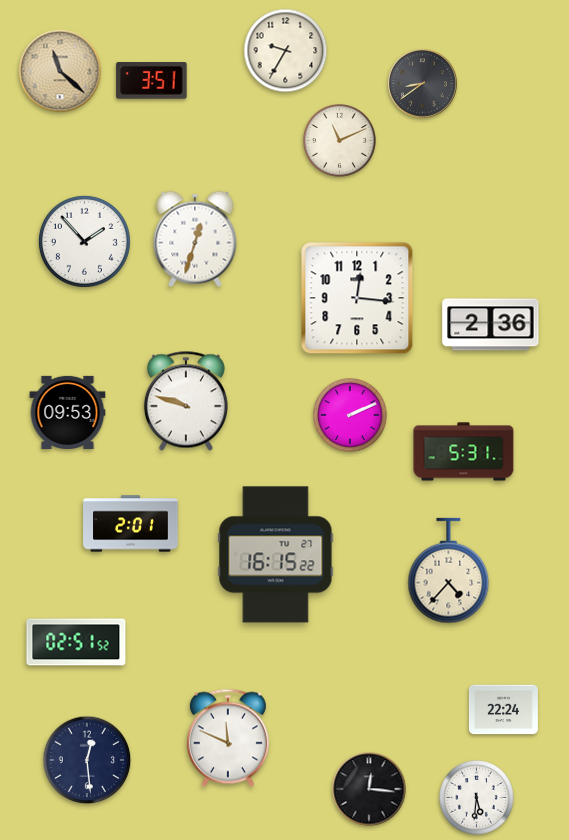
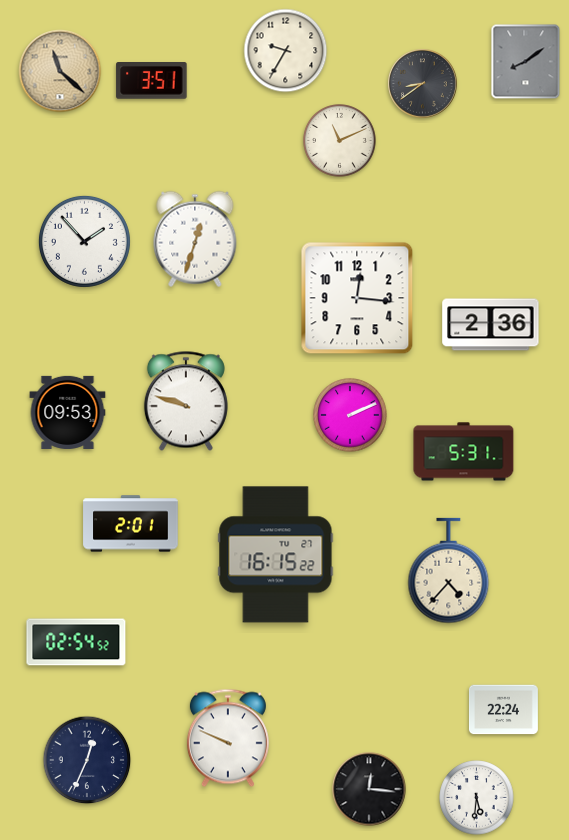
clock at (526, 62): none -> 8:09
clock at (76, 642): 02:51 -> 02:54
clock at (228, 738): 11:49 -> 9:49
clock at (87, 760): 12:29 -> 12:34
